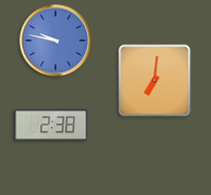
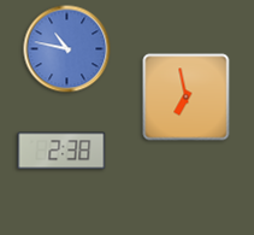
clock at (56, 41): 9:47 -> 10:47
clock at (155, 81): 7:01 -> 6:58
